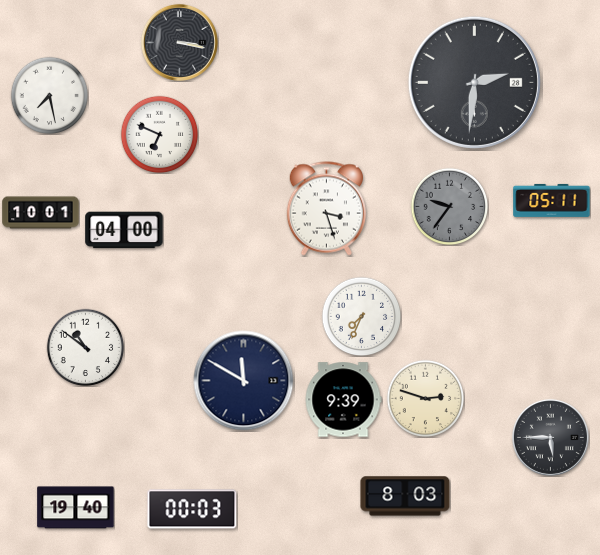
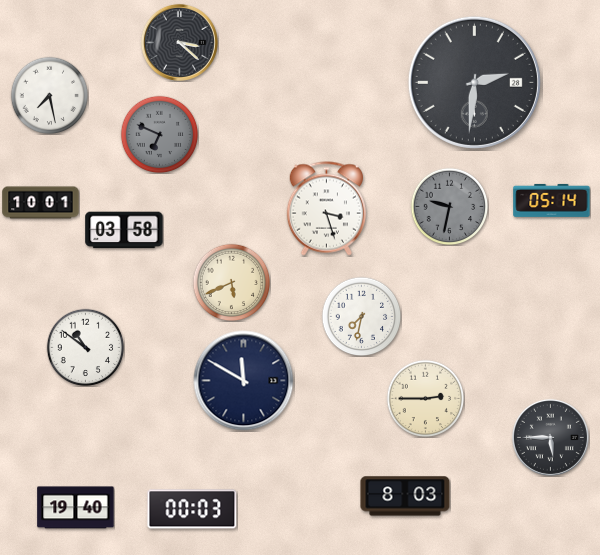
clock at (179, 42): 3:17 -> 3:22
clock at (159, 134) dial: white -> grey
clock at (552, 200): 05:11 -> 05:14
clock at (449, 206): 9:36 -> 9:32
clock at (41, 213) position: (41, 213) -> (41, 203)
clock at (124, 230): 04:00 -> 03:58
clock at (231, 282): none -> 5:41
clock at (361, 316): 7:34 -> 7:32
clock at (425, 398): 2:48 -> 2:45
clock at (343, 400): 9:39 -> none
